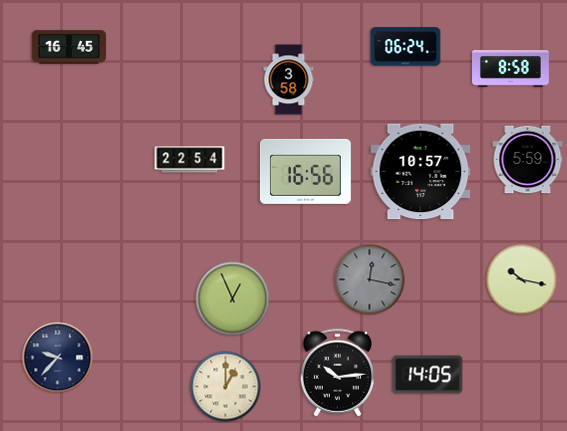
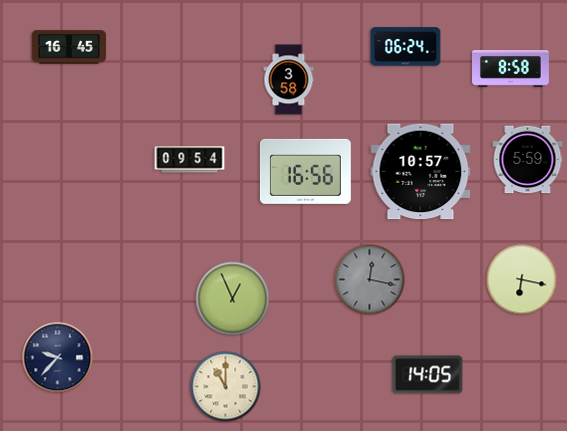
clock at (190, 160): 22:54 -> 09:54
clock at (522, 280): 10:17 -> 6:17
clock at (337, 373): 10:14 -> none
clock at (226, 387): 1:00 -> 11:00
